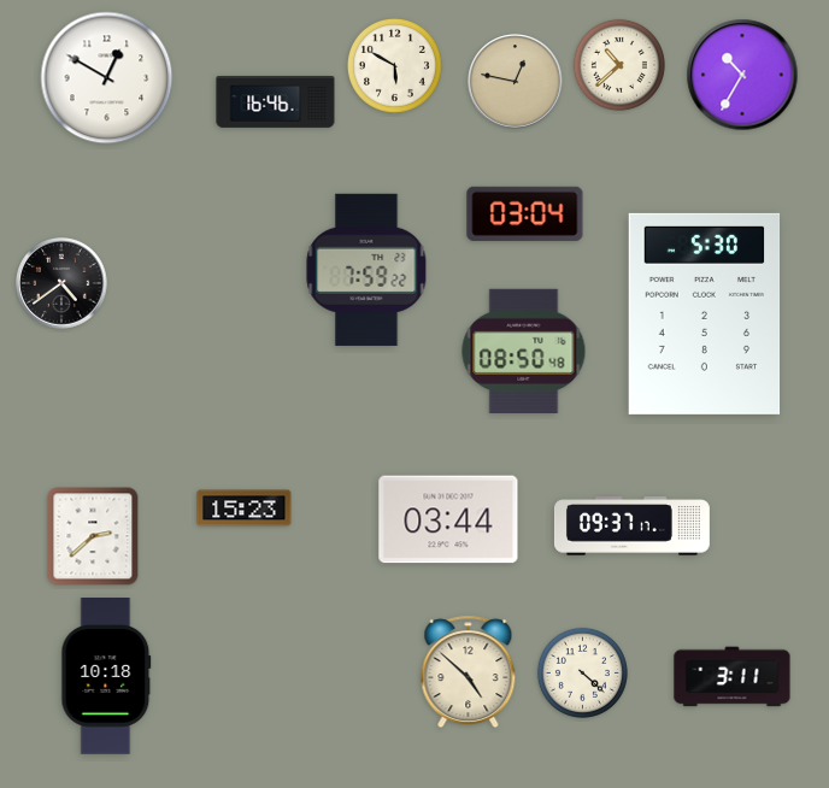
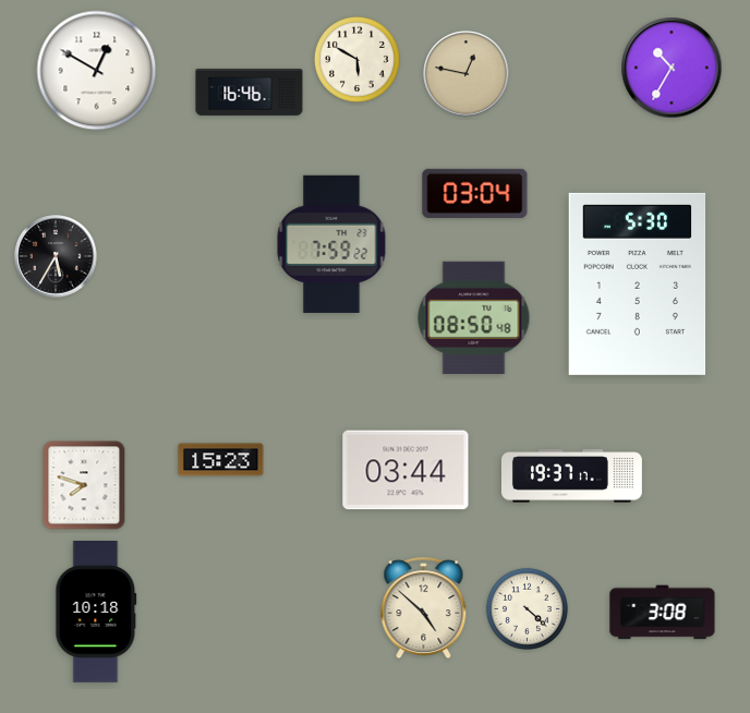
clock at (619, 65): 10:38 -> none
clock at (61, 283): 4:39 -> 5:35
clock at (631, 527): 09:37 -> 19:37
clock at (93, 536): 2:38 -> 7:48
clock at (733, 677): 3:11 -> 3:08
